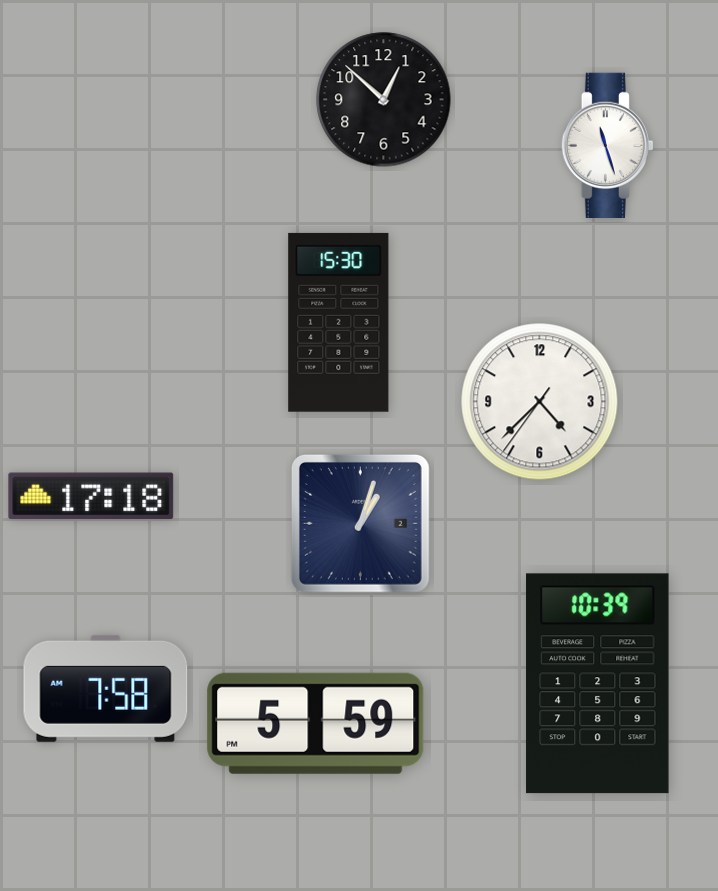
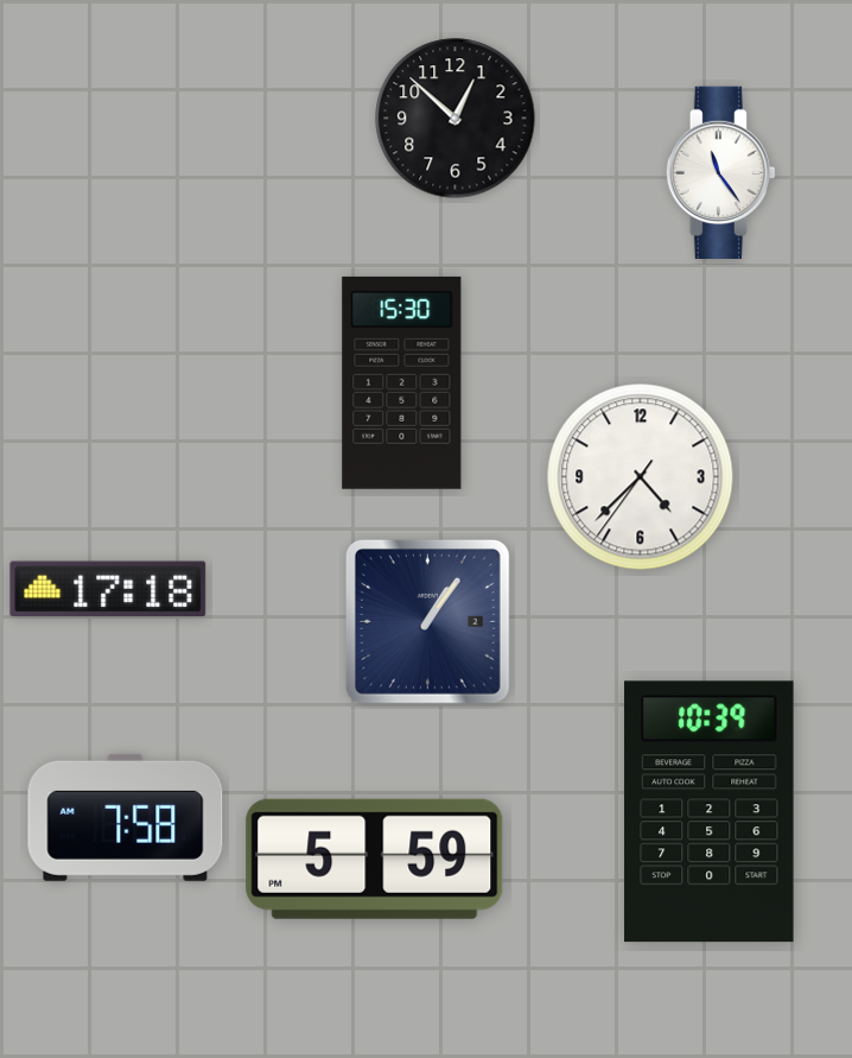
clock at (607, 145): 11:27 -> 11:24
clock at (360, 523): 1:03 -> 1:06
